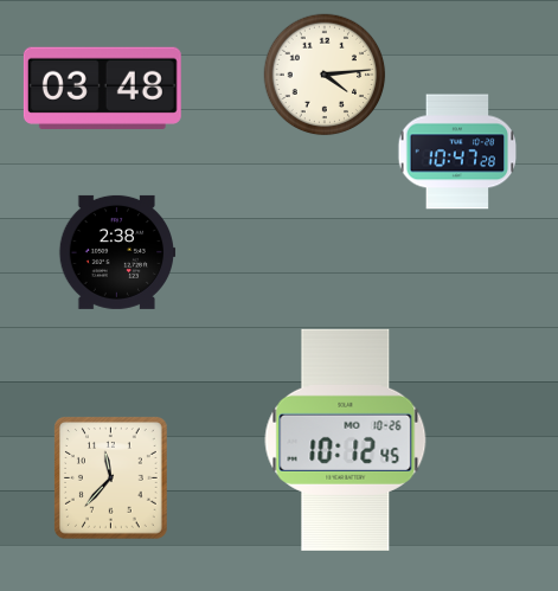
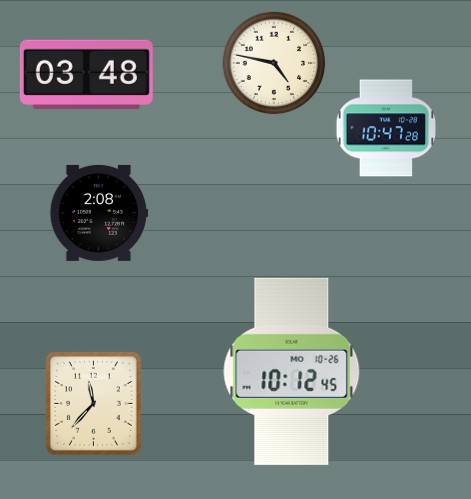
clock at (325, 75): 4:14 -> 4:47
clock at (117, 252): 2:38 -> 2:08
